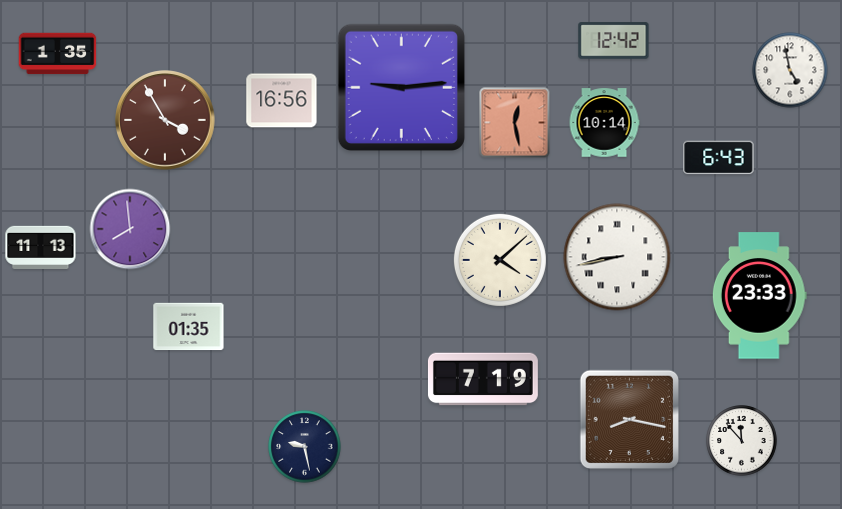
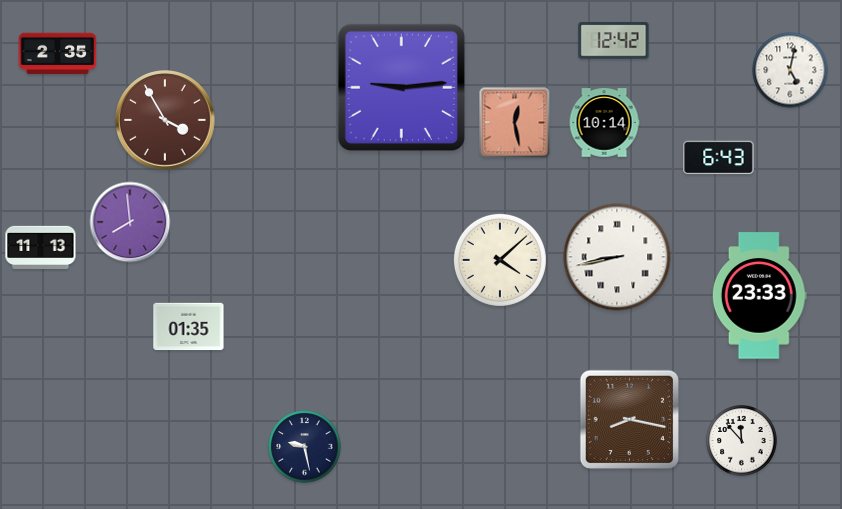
clock at (58, 54): 1:35 -> 2:35
clock at (790, 70): 4:58 -> 5:02
clock at (282, 101): 16:56 -> none
clock at (130, 229) position: (130, 229) -> (130, 222)
clock at (483, 379): 7:19 -> none
